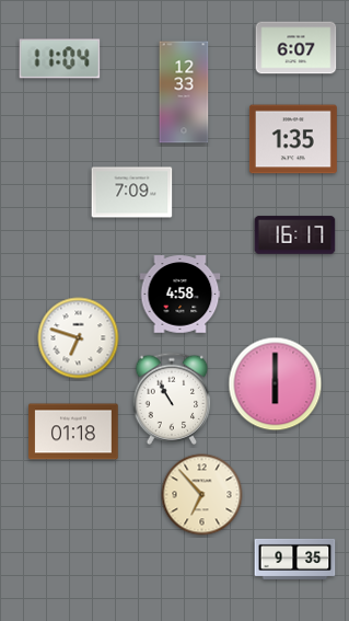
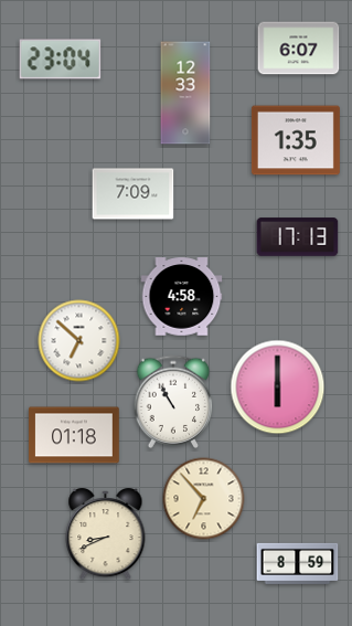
clock at (60, 59): 11:04 -> 23:04
clock at (295, 235): 16:17 -> 17:13
clock at (79, 338): 6:48 -> 6:52
clock at (106, 535): none -> 8:41
clock at (295, 559): 9:35 -> 8:59
